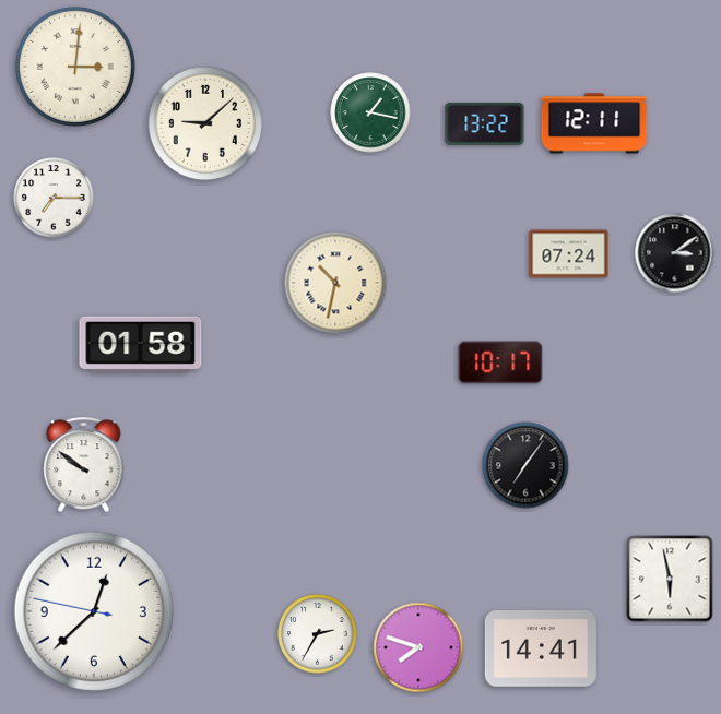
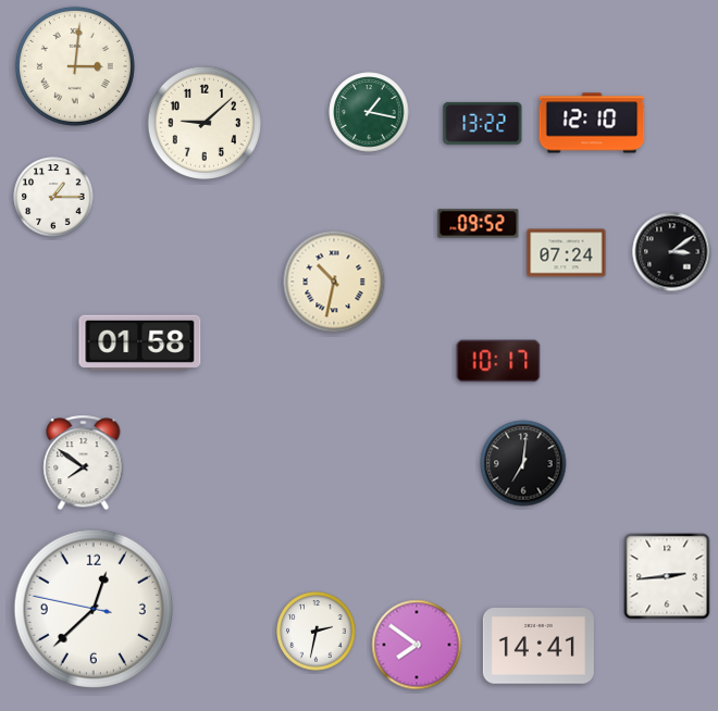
clock at (594, 123): 12:11 -> 12:10
clock at (54, 198): 7:15 -> 1:15
clock at (479, 224): none -> 09:52
clock at (84, 465): 9:51 -> 7:51
clock at (525, 465): 7:06 -> 7:01
clock at (670, 579): 5:58 -> 2:44
clock at (318, 634): 2:35 -> 2:32
clock at (418, 647): 7:48 -> 7:51
